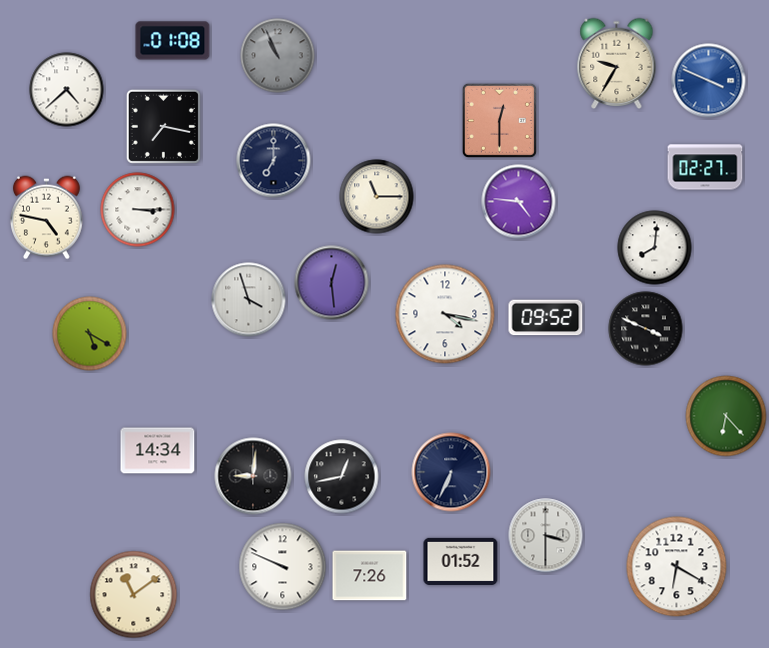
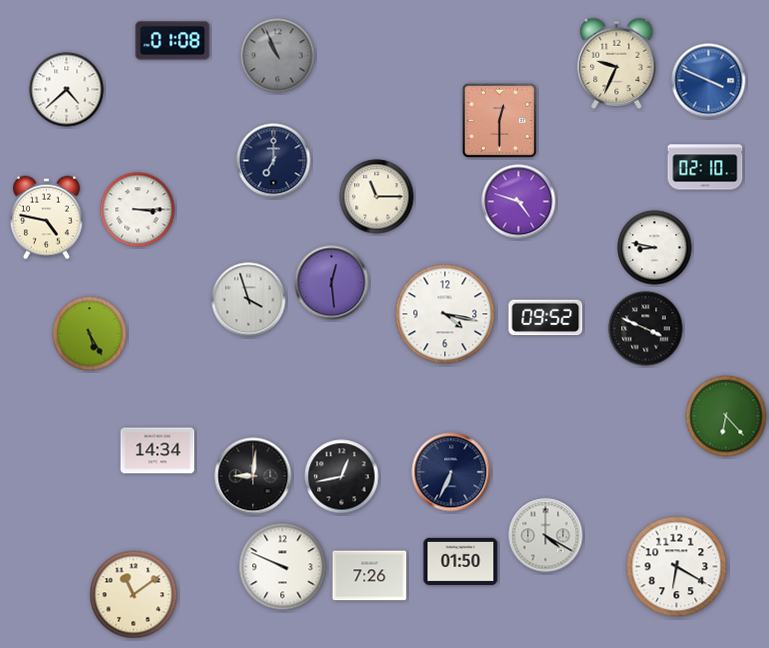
clock at (617, 63): 9:35 -> 9:34
clock at (163, 126): 7:17 -> none
clock at (705, 167): 02:27 -> 02:10
clock at (519, 202): 4:46 -> 4:48
clock at (655, 248): 8:01 -> 8:47
clock at (90, 334): 5:20 -> 5:25
clock at (546, 536): 3:30 -> 4:20
clock at (461, 561): 01:52 -> 01:50
